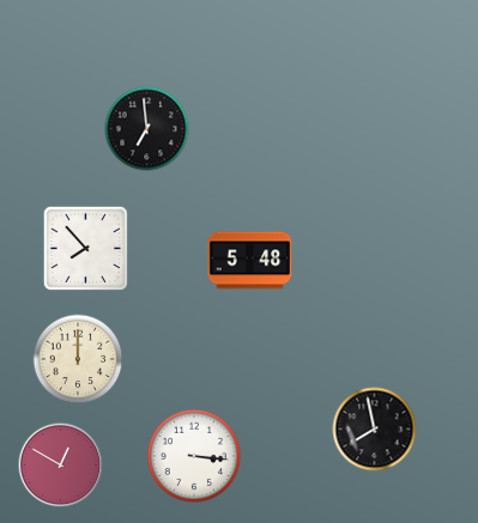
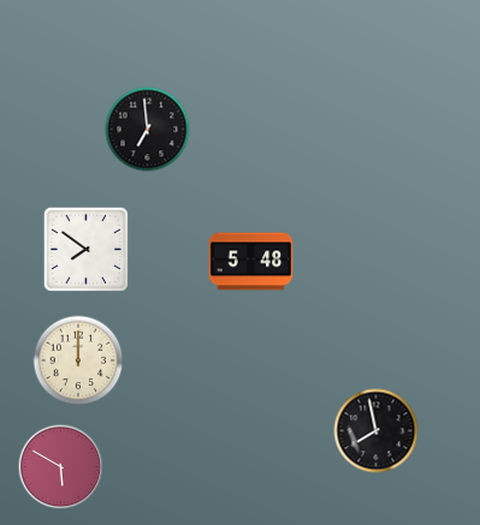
clock at (85, 248): 7:53 -> 7:51
clock at (194, 456): 3:16 -> none
clock at (61, 466): 12:50 -> 5:50
